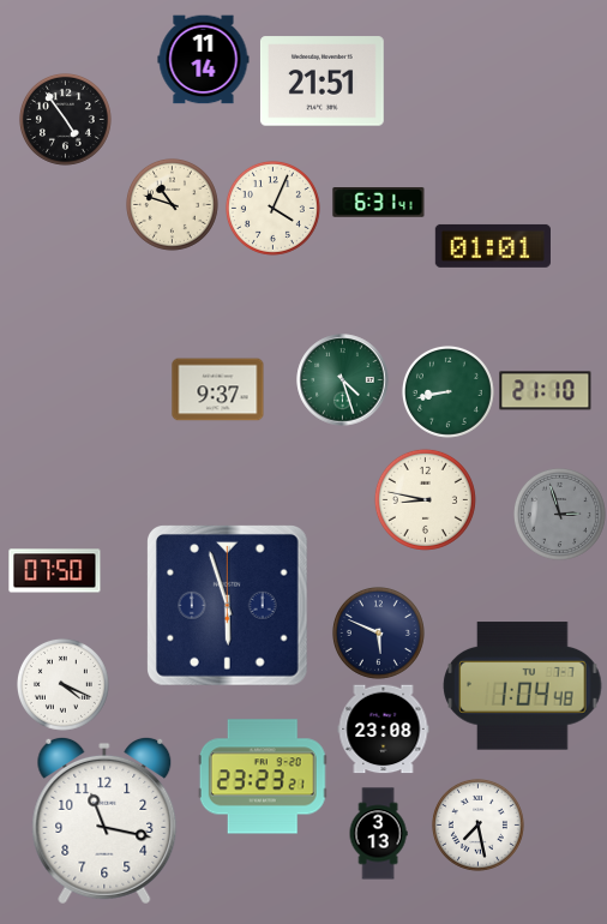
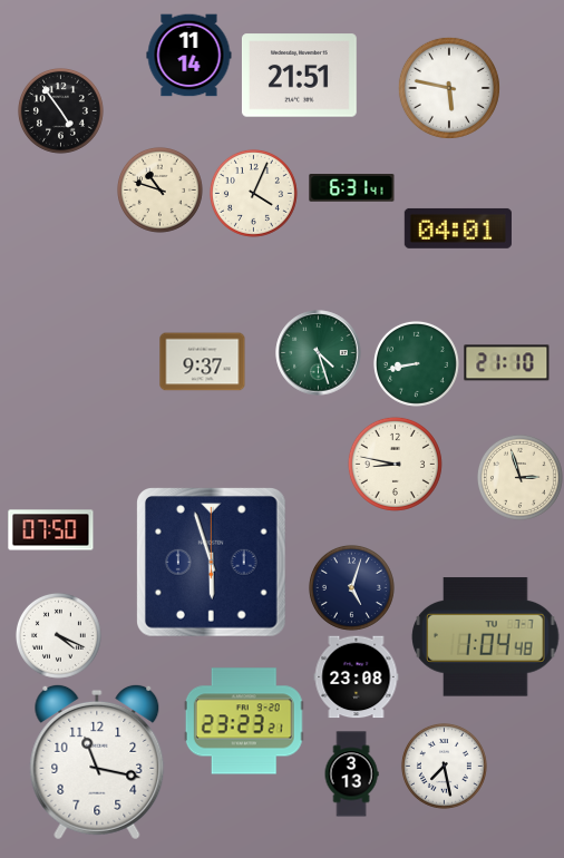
clock at (449, 88): none -> 5:47
clock at (493, 246): 01:01 -> 04:01
clock at (559, 514) dial: grey -> cream
clock at (378, 632): 5:49 -> 5:03
